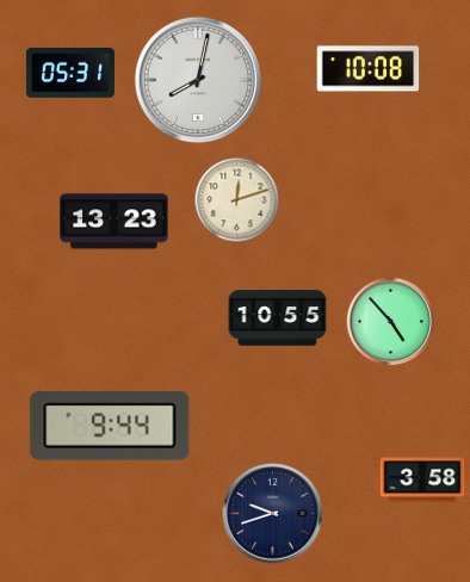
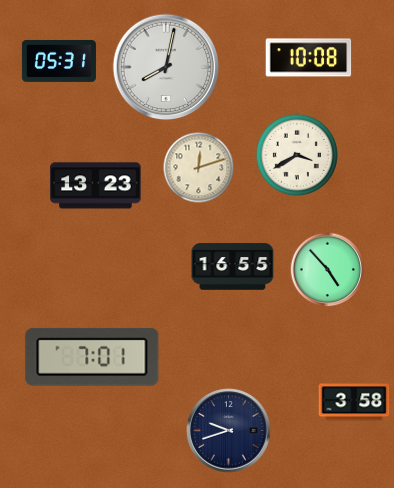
clock at (297, 155): none -> 3:40
clock at (278, 318): 10:55 -> 16:55
clock at (110, 426): 9:44 -> 7:01
